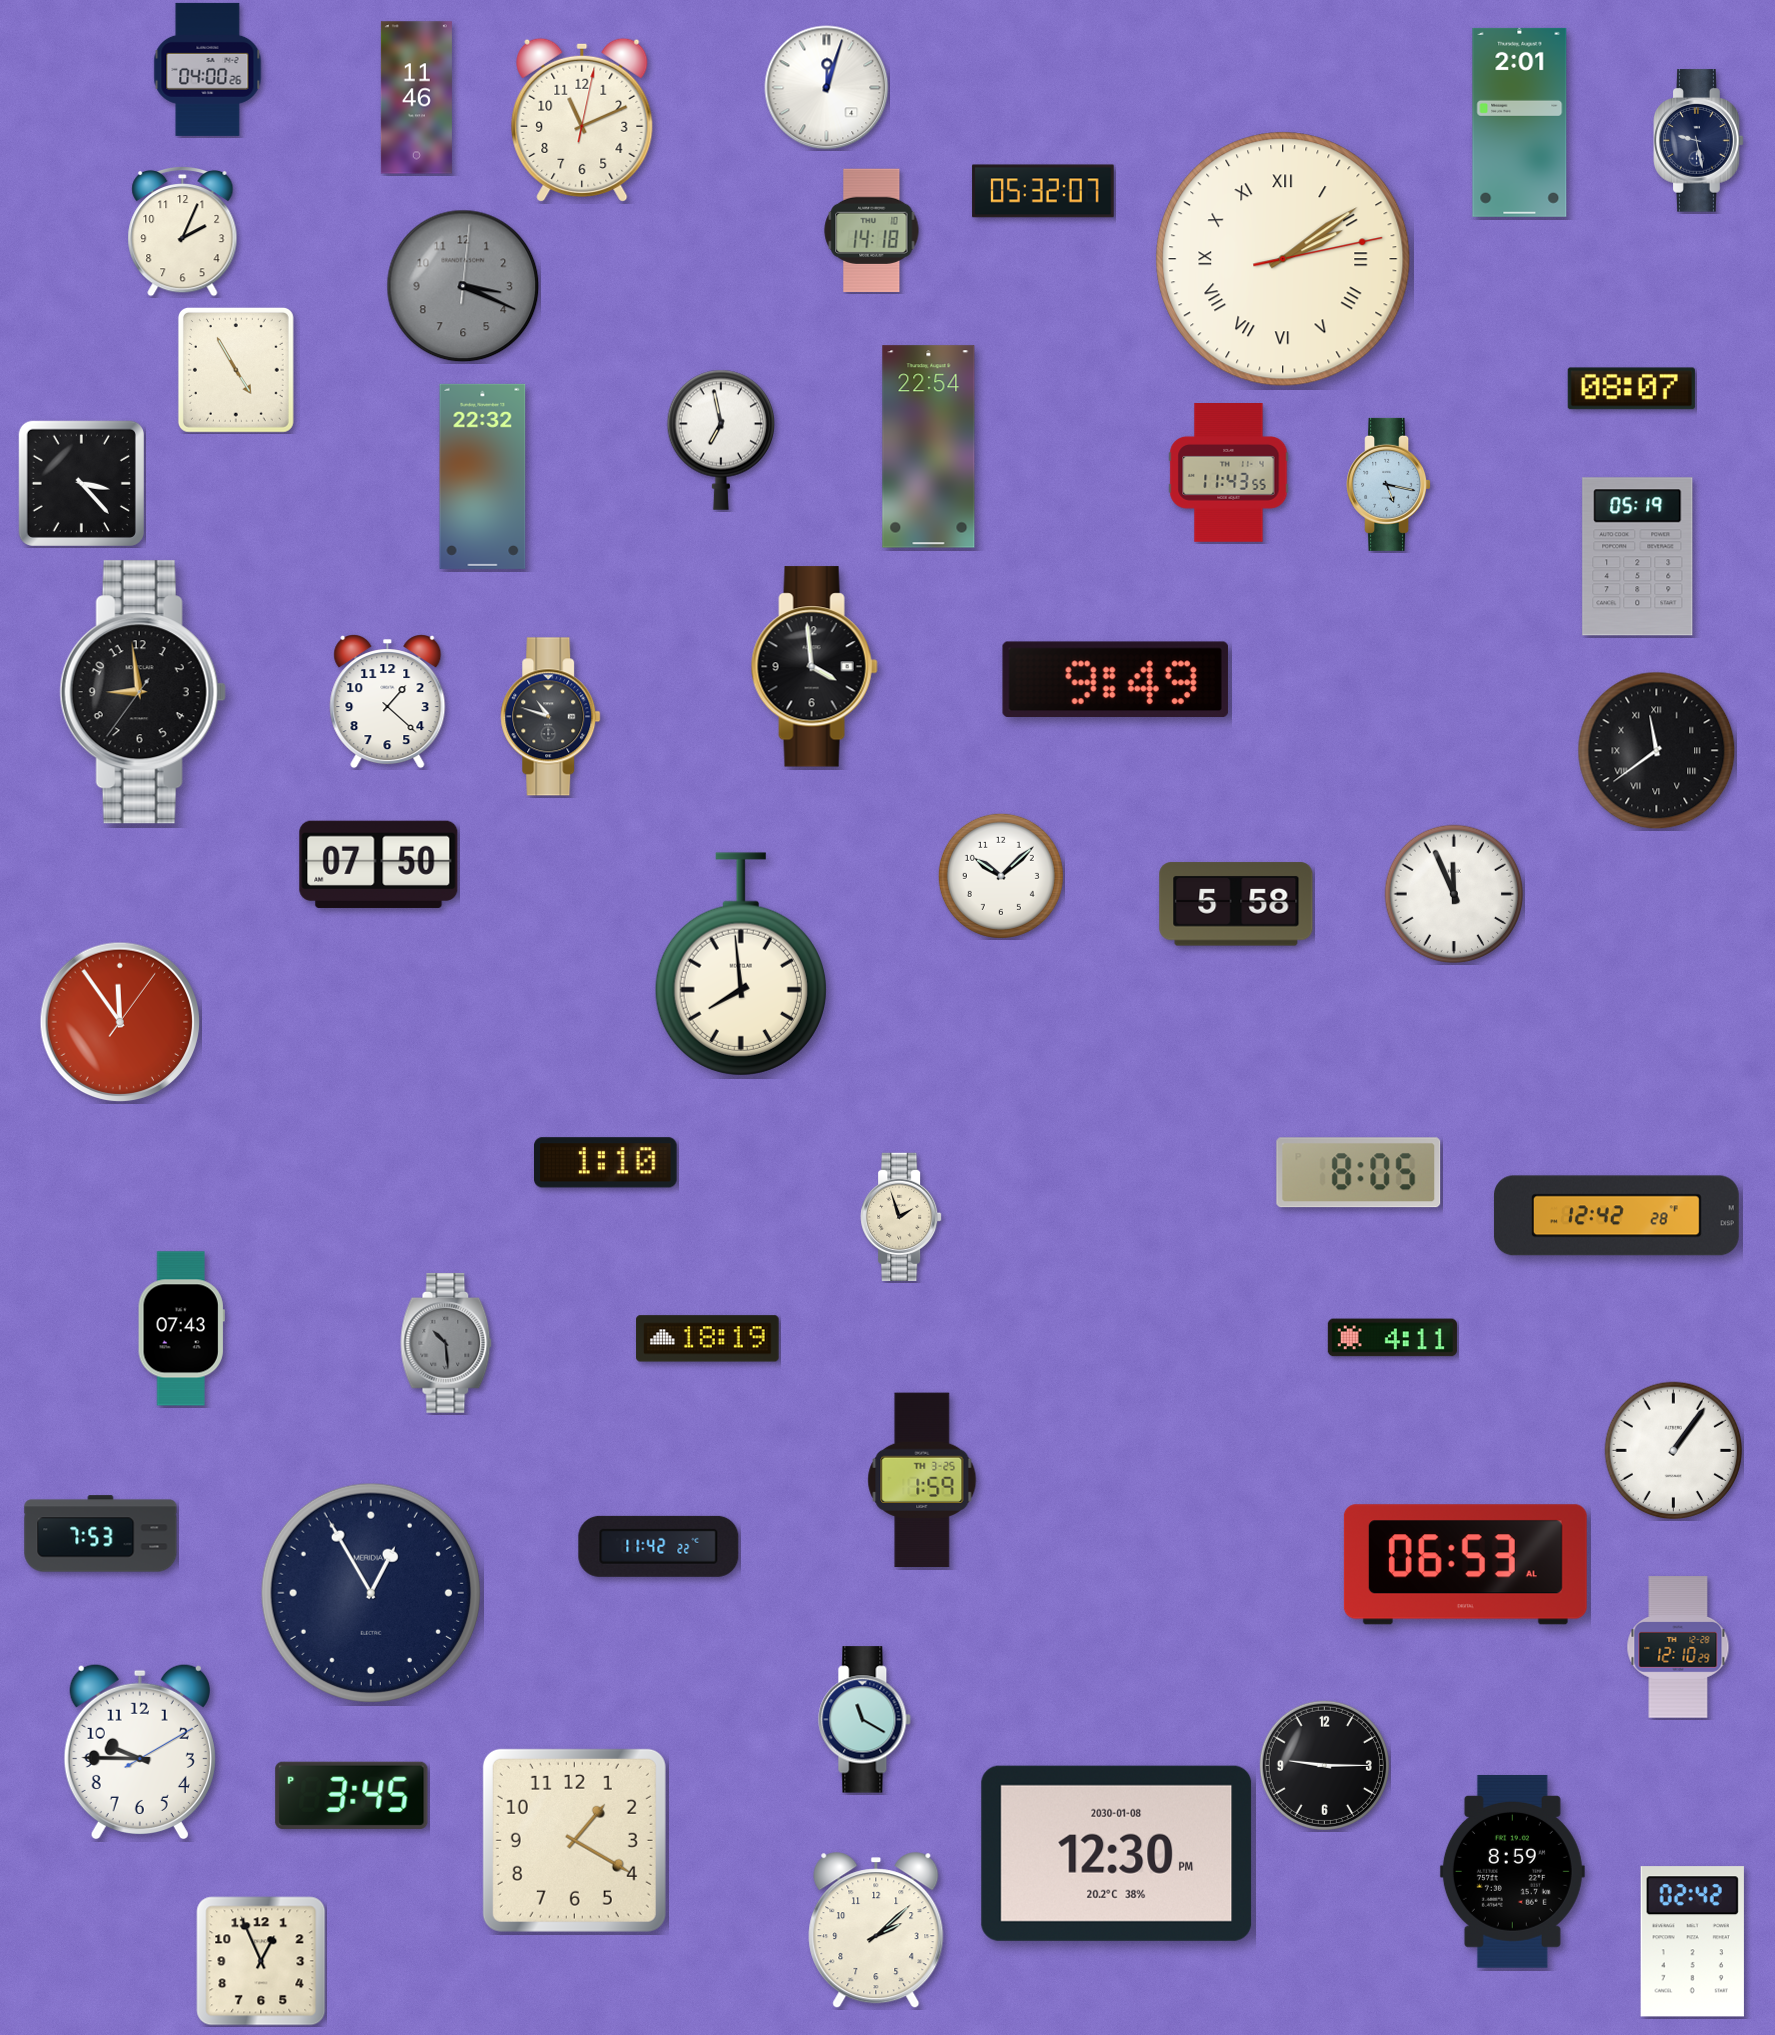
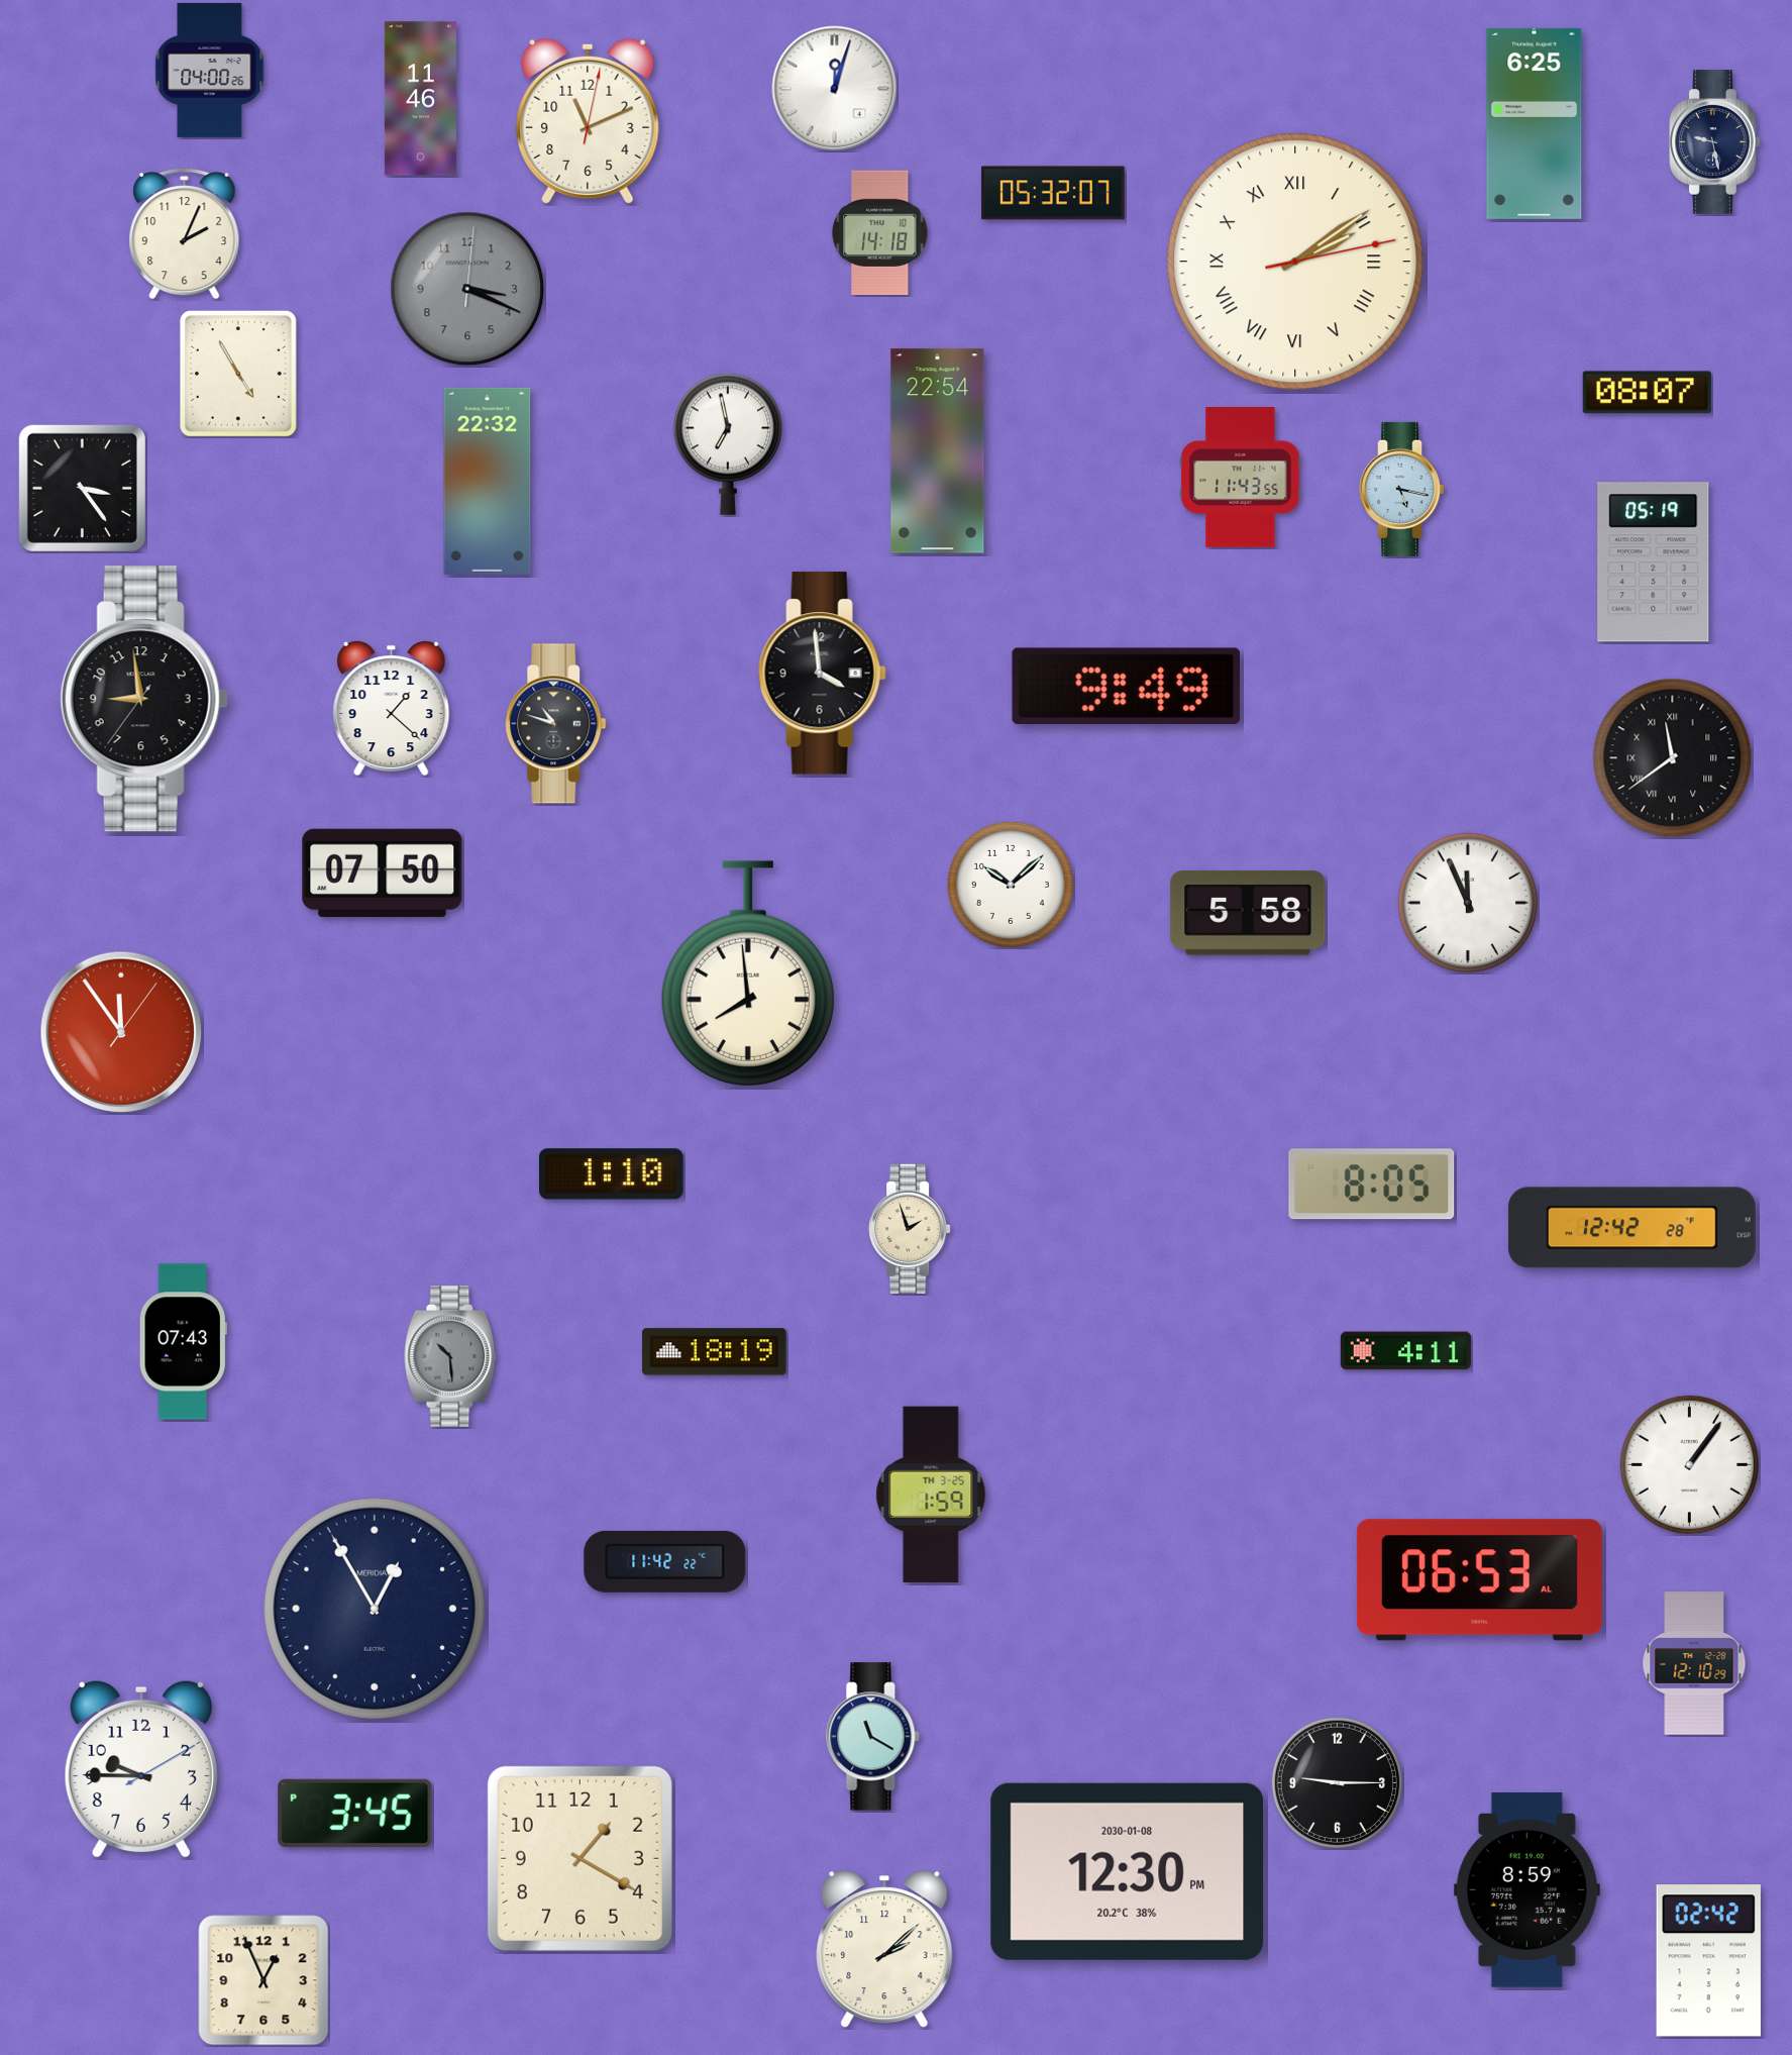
clock at (1520, 122): 2:01 -> 6:25
clock at (81, 483): 3:23 -> 3:24
clock at (101, 1534): 7:53 -> none
